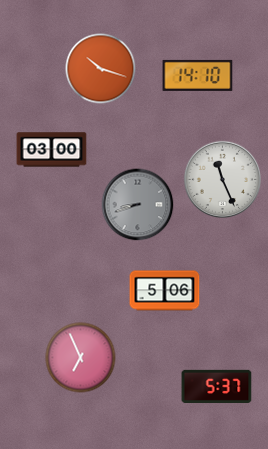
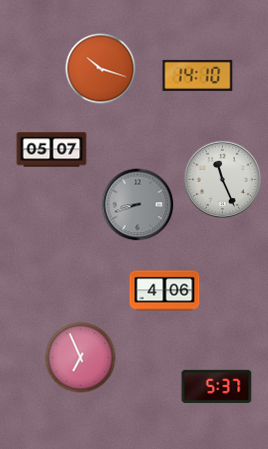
clock at (52, 150): 03:00 -> 05:07
clock at (165, 291): 5:06 -> 4:06
